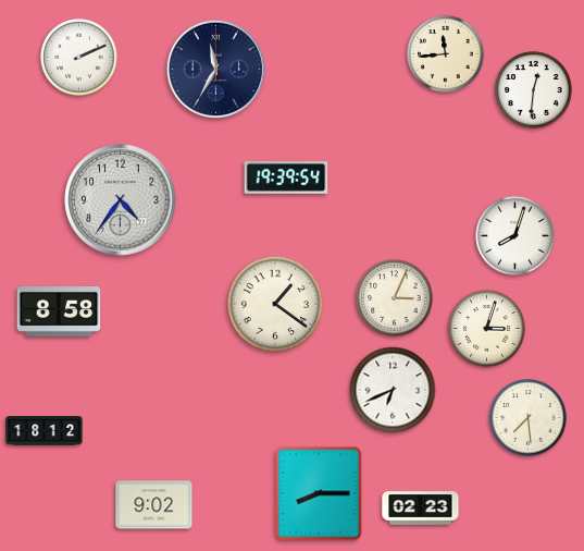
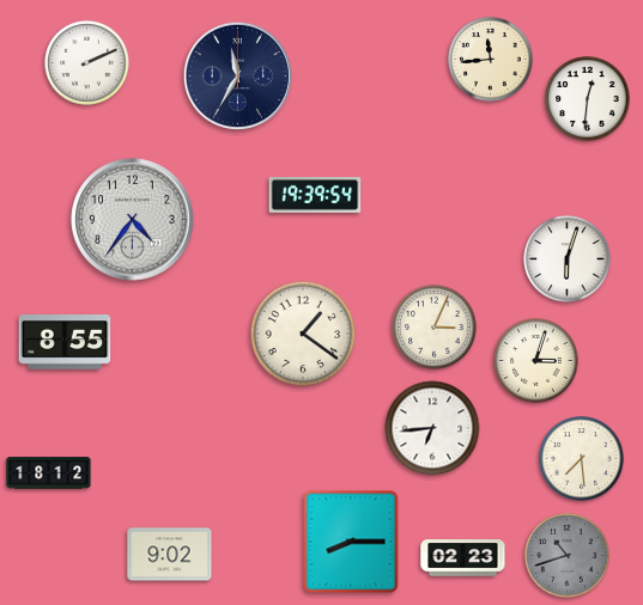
clock at (515, 236): 8:03 -> 6:03
clock at (59, 313): 8:58 -> 8:55
clock at (393, 390): 6:41 -> 6:44
clock at (568, 556): none -> 10:42
